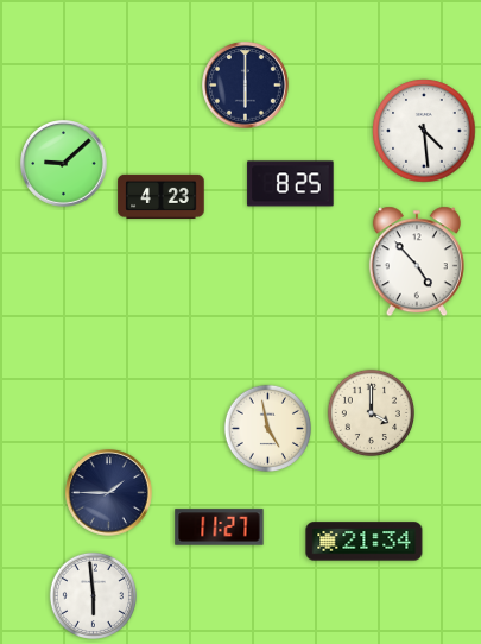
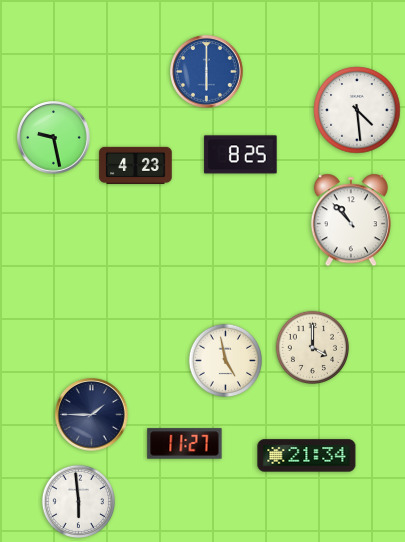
clock at (246, 86) dial: navy -> blue
clock at (64, 164): 9:08 -> 9:28
clock at (291, 184) position: (291, 184) -> (241, 155)
clock at (417, 261): 4:53 -> 10:53
